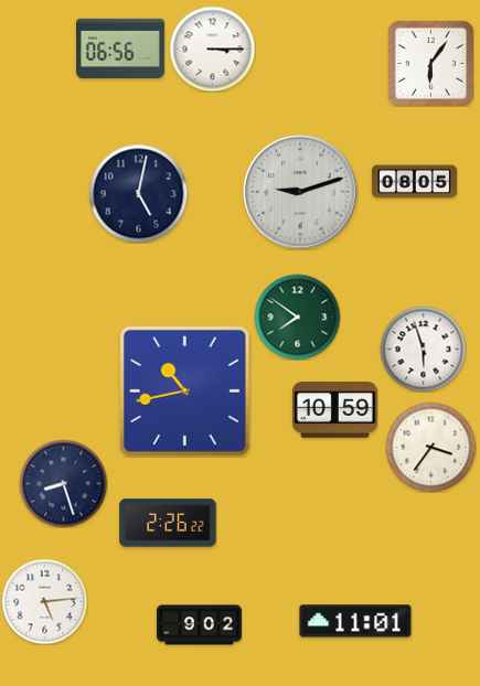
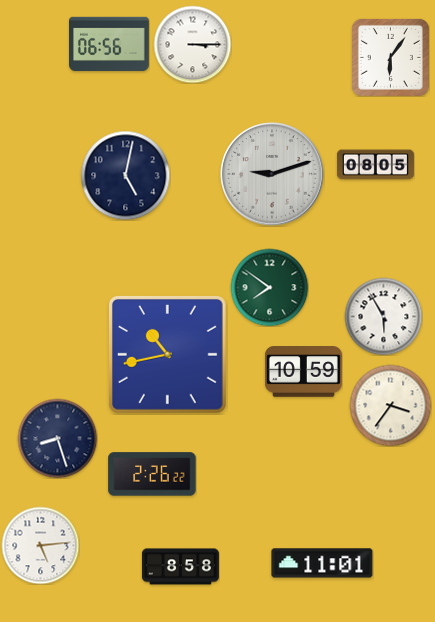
clock at (423, 349): 5:57 -> 5:55
clock at (199, 625): 9:02 -> 8:58
